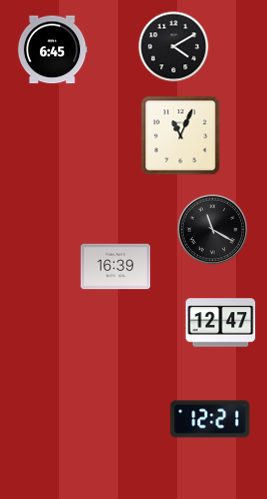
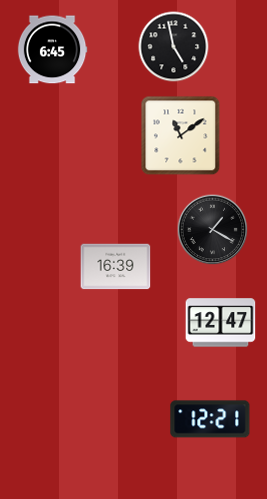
clock at (174, 47): 4:10 -> 4:58
clock at (181, 136): 11:04 -> 11:09
clock at (213, 230): 11:20 -> 1:20
